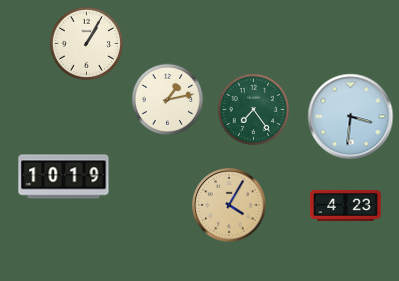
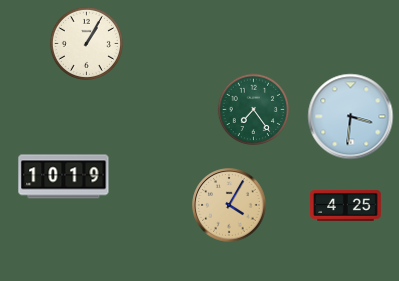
clock at (168, 100): 1:13 -> none
clock at (346, 205): 4:23 -> 4:25
